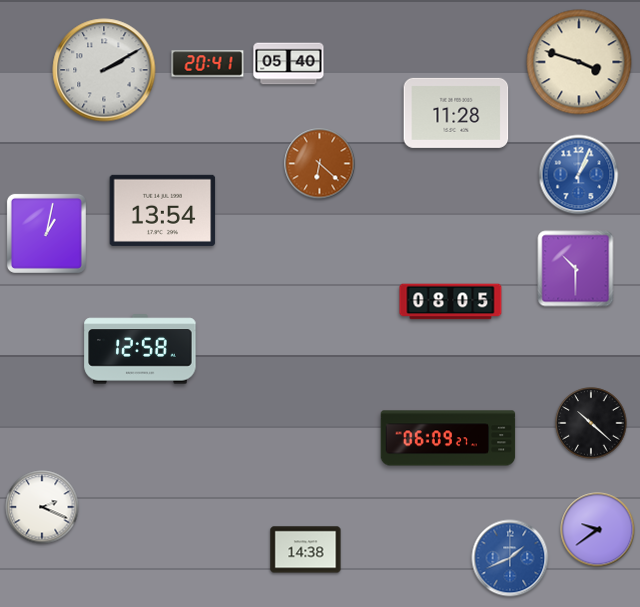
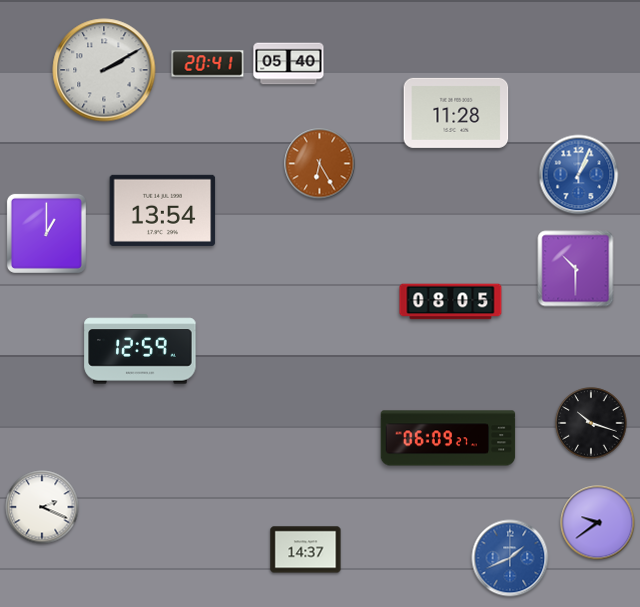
clock at (579, 62): 3:48 -> none
clock at (320, 164): 6:22 -> 6:25
clock at (46, 233): 1:02 -> 1:00
clock at (140, 349): 12:58 -> 12:59
clock at (591, 423): 10:22 -> 10:18
clock at (598, 530) position: (598, 530) -> (598, 523)
clock at (306, 550): 14:38 -> 14:37
